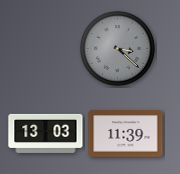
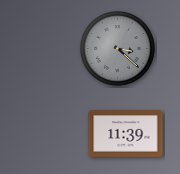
clock at (46, 133): 13:03 -> none
